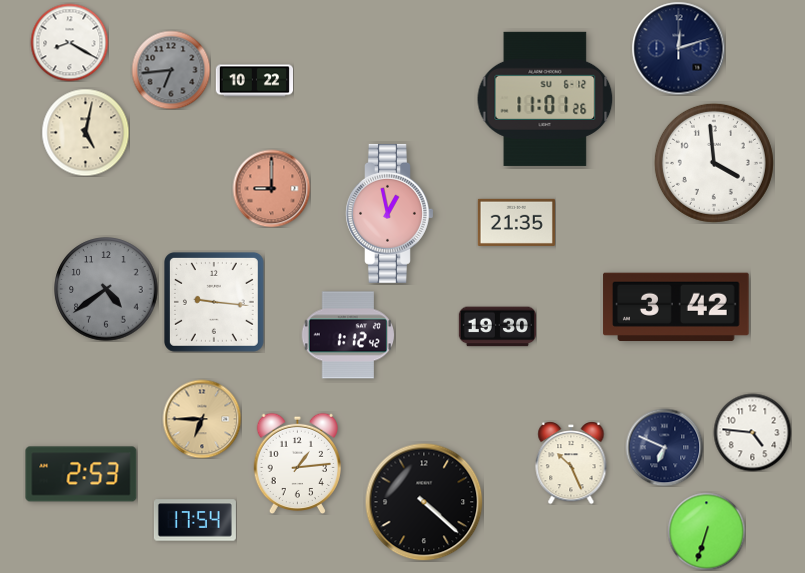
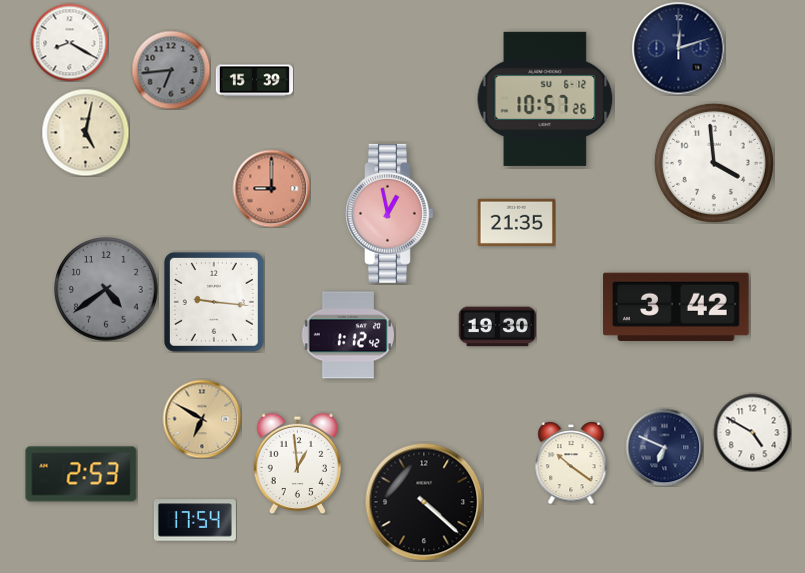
clock at (254, 81): 10:22 -> 15:39
clock at (545, 99): 11:01 -> 10:57
clock at (202, 419): 6:45 -> 6:50
clock at (752, 432): 4:46 -> 4:50
clock at (297, 463): 1:14 -> 12:59
clock at (571, 463): 10:26 -> 10:21
clock at (706, 531): 6:33 -> none
